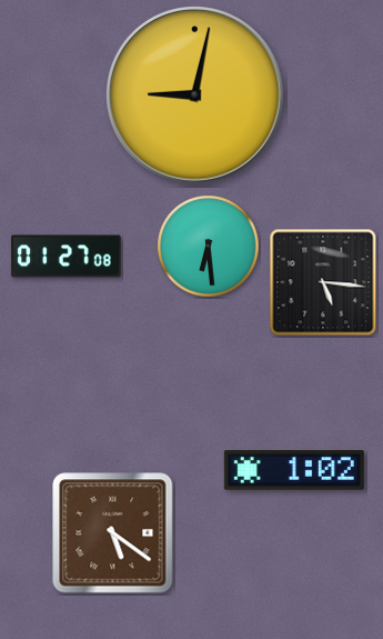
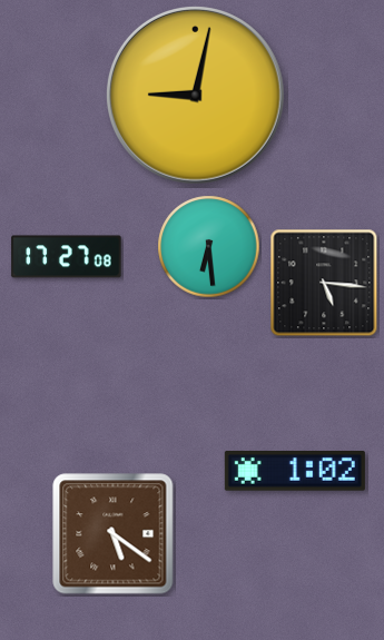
clock at (67, 257): 01:27 -> 17:27
